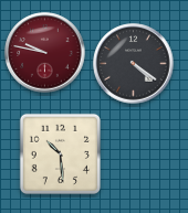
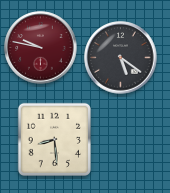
clock at (134, 64): 4:21 -> 5:21
clock at (60, 153): 10:29 -> 8:29
